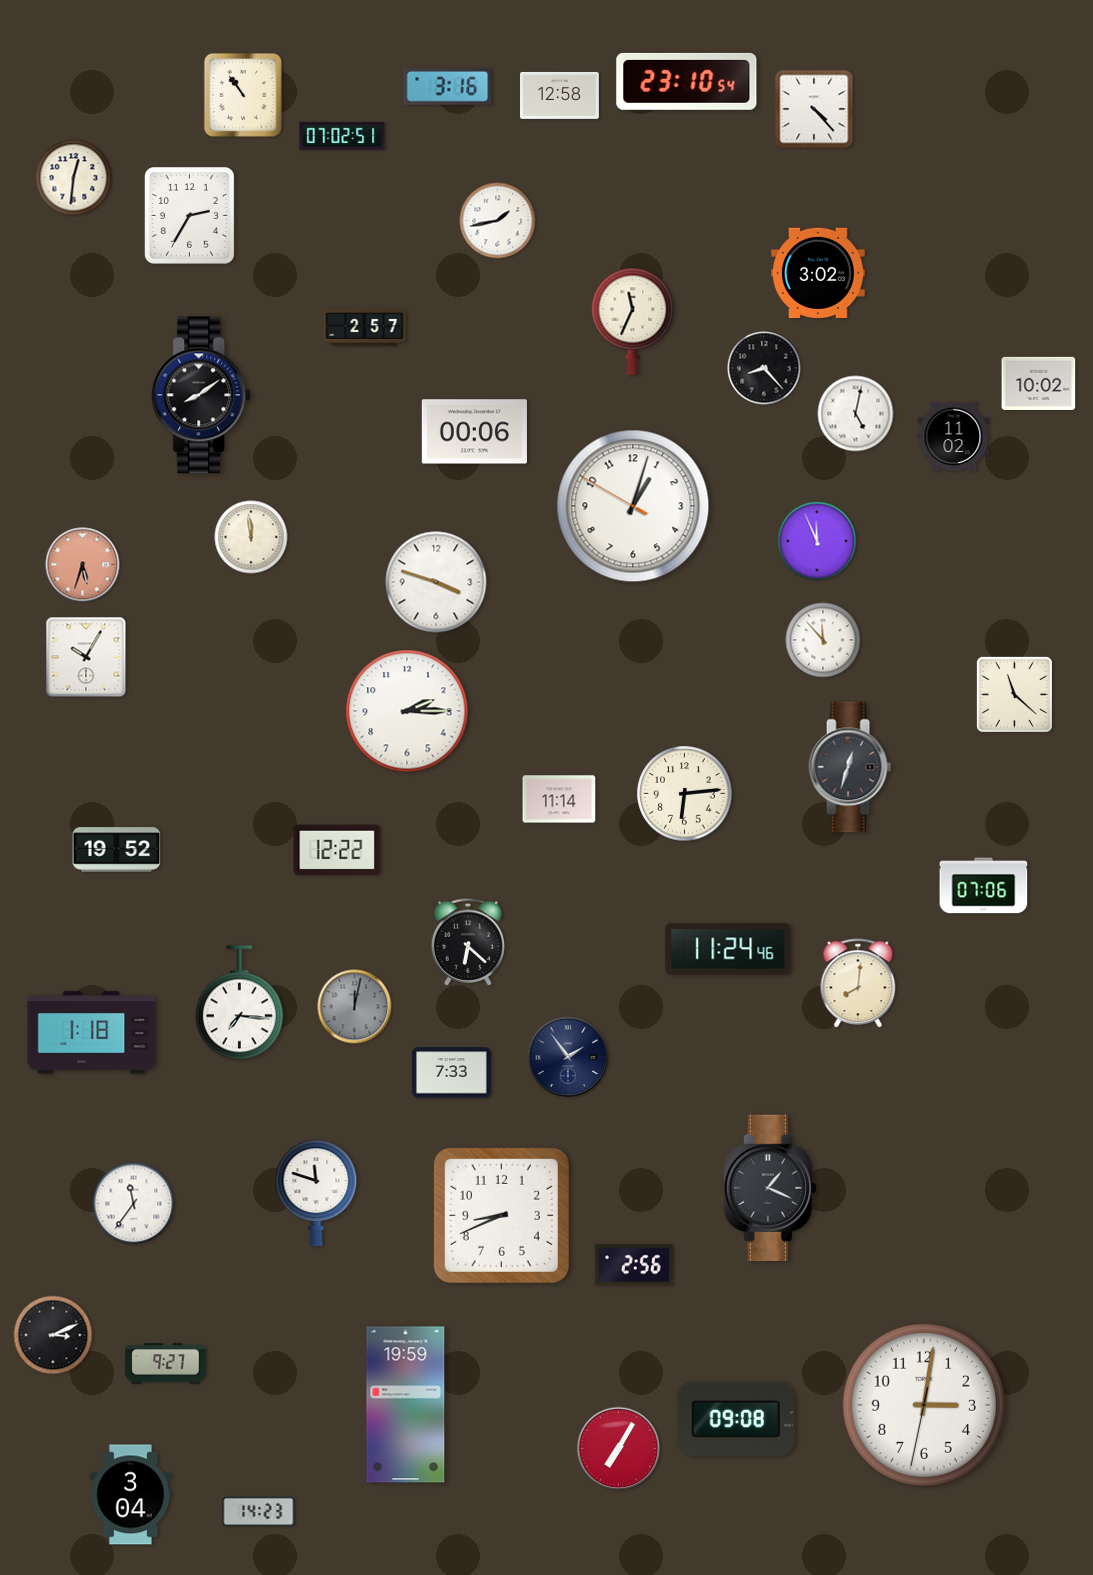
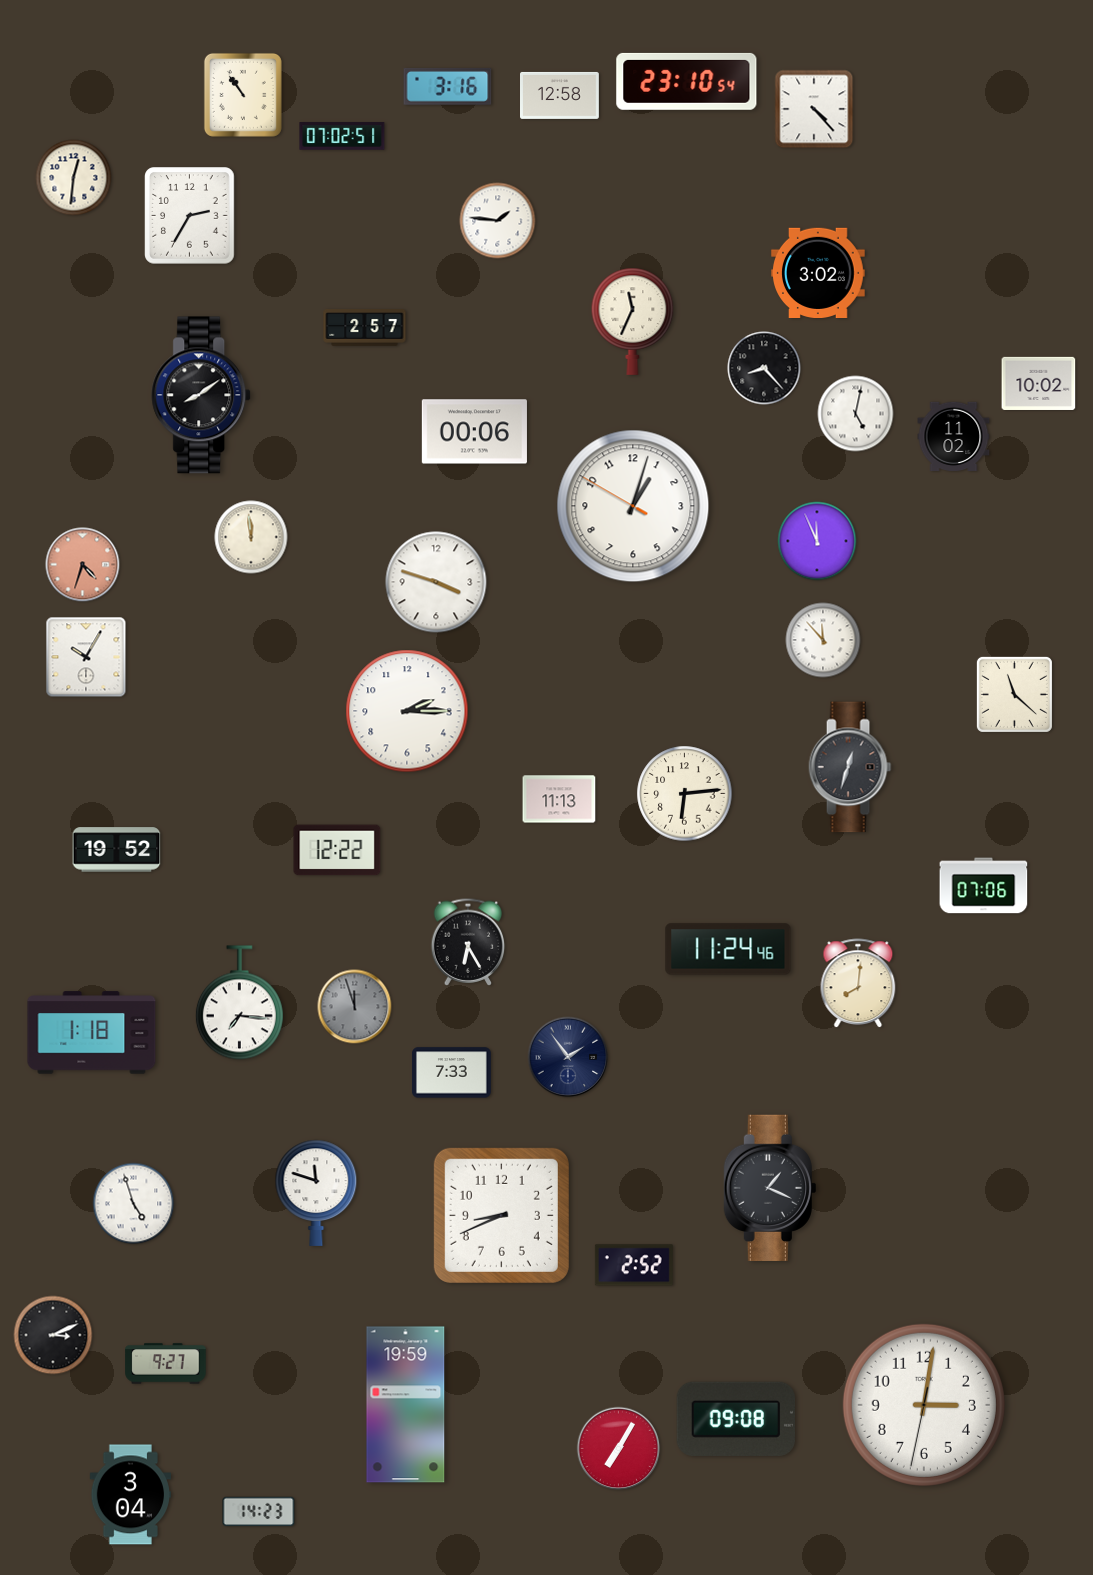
clock at (498, 221): 1:43 -> 1:46
clock at (83, 565): 5:33 -> 4:33
clock at (559, 799): 11:14 -> 11:13
clock at (468, 942): 6:22 -> 6:25
clock at (355, 1007): 12:02 -> 11:57
clock at (134, 1204): 11:36 -> 4:57
clock at (634, 1265): 2:56 -> 2:52
